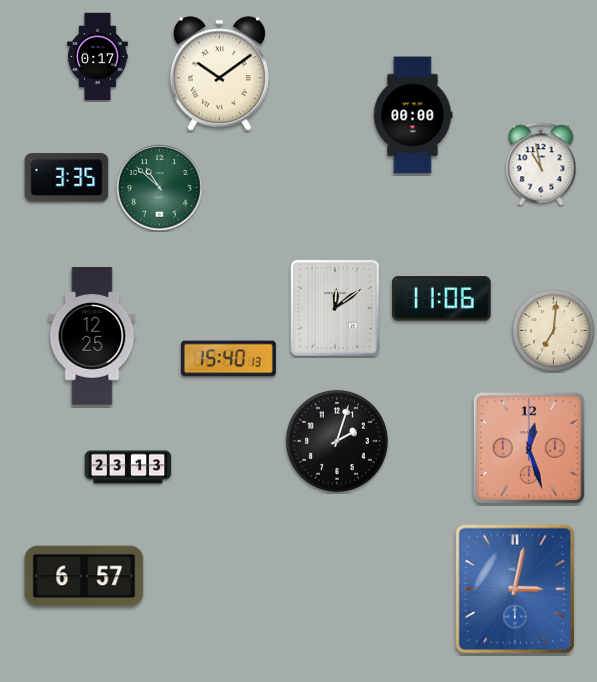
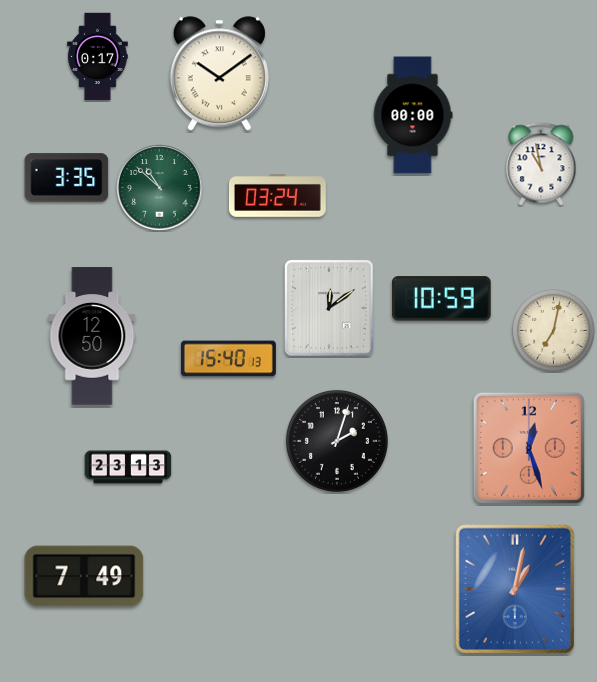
clock at (277, 195): none -> 03:24
clock at (441, 299): 11:06 -> 10:59
clock at (335, 308) position: (335, 308) -> (329, 308)
clock at (554, 331): 7:01 -> 7:02
clock at (92, 336): 12:25 -> 12:50
clock at (84, 576): 6:57 -> 7:49
clock at (514, 588): 3:02 -> 1:02
